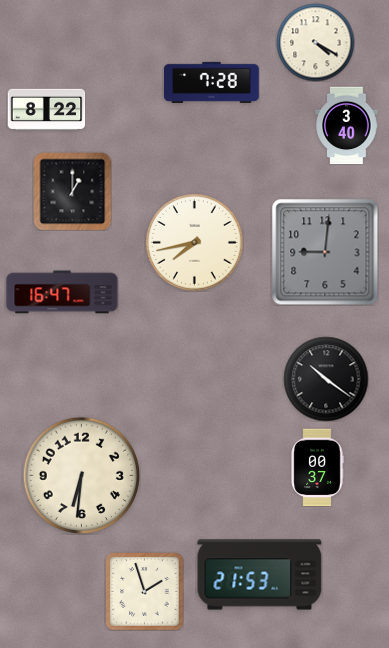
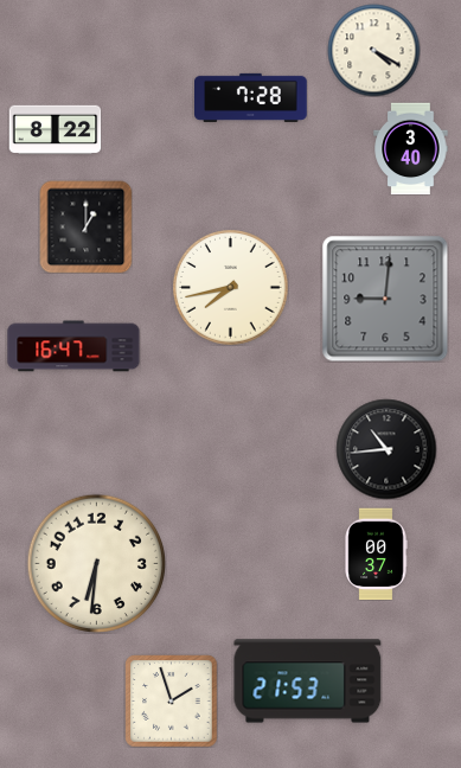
clock at (326, 379): 10:21 -> 10:44
